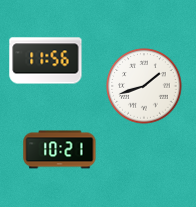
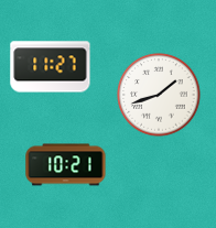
clock at (46, 61): 11:56 -> 11:27
